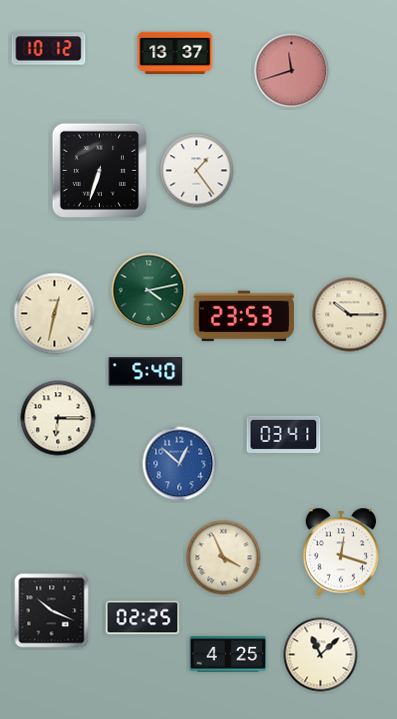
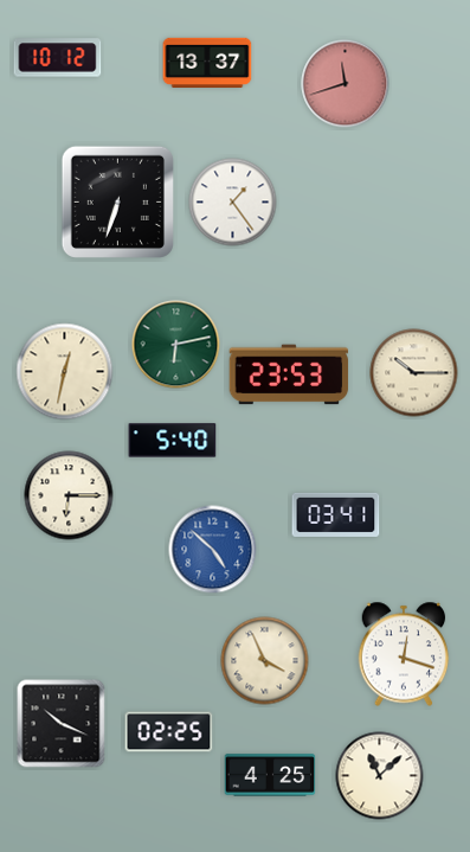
clock at (149, 291): 4:13 -> 6:13
clock at (180, 464): 12:52 -> 4:52
